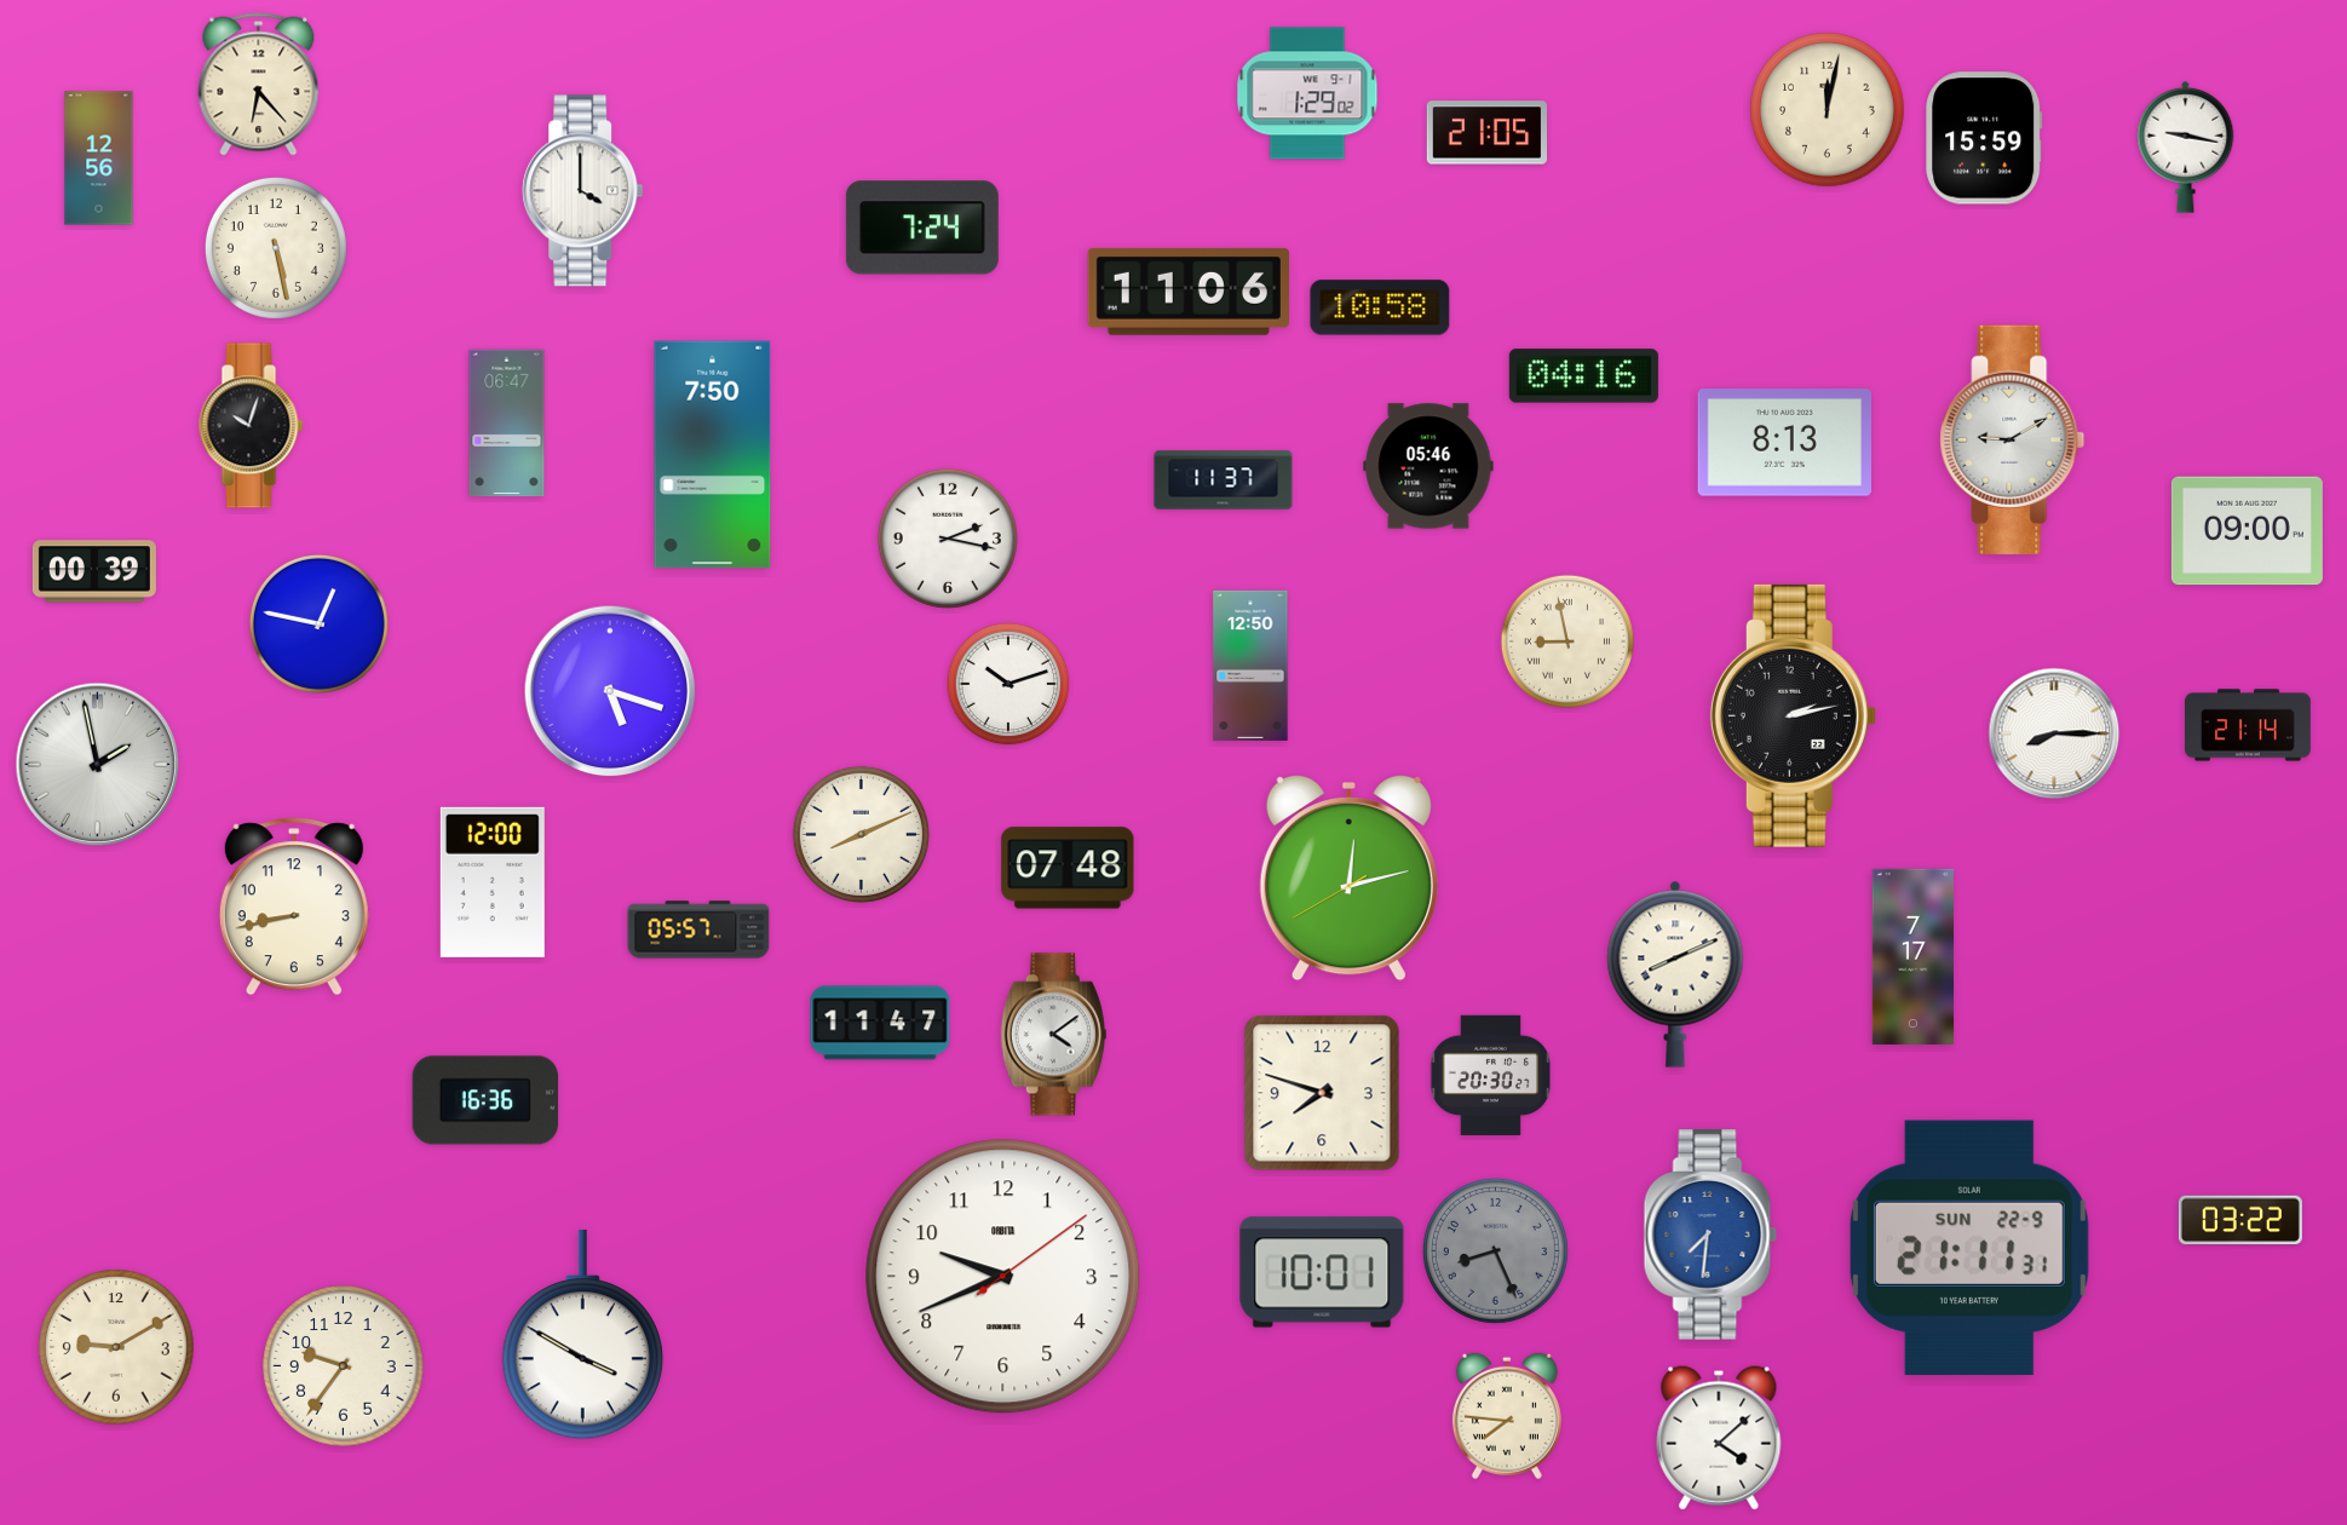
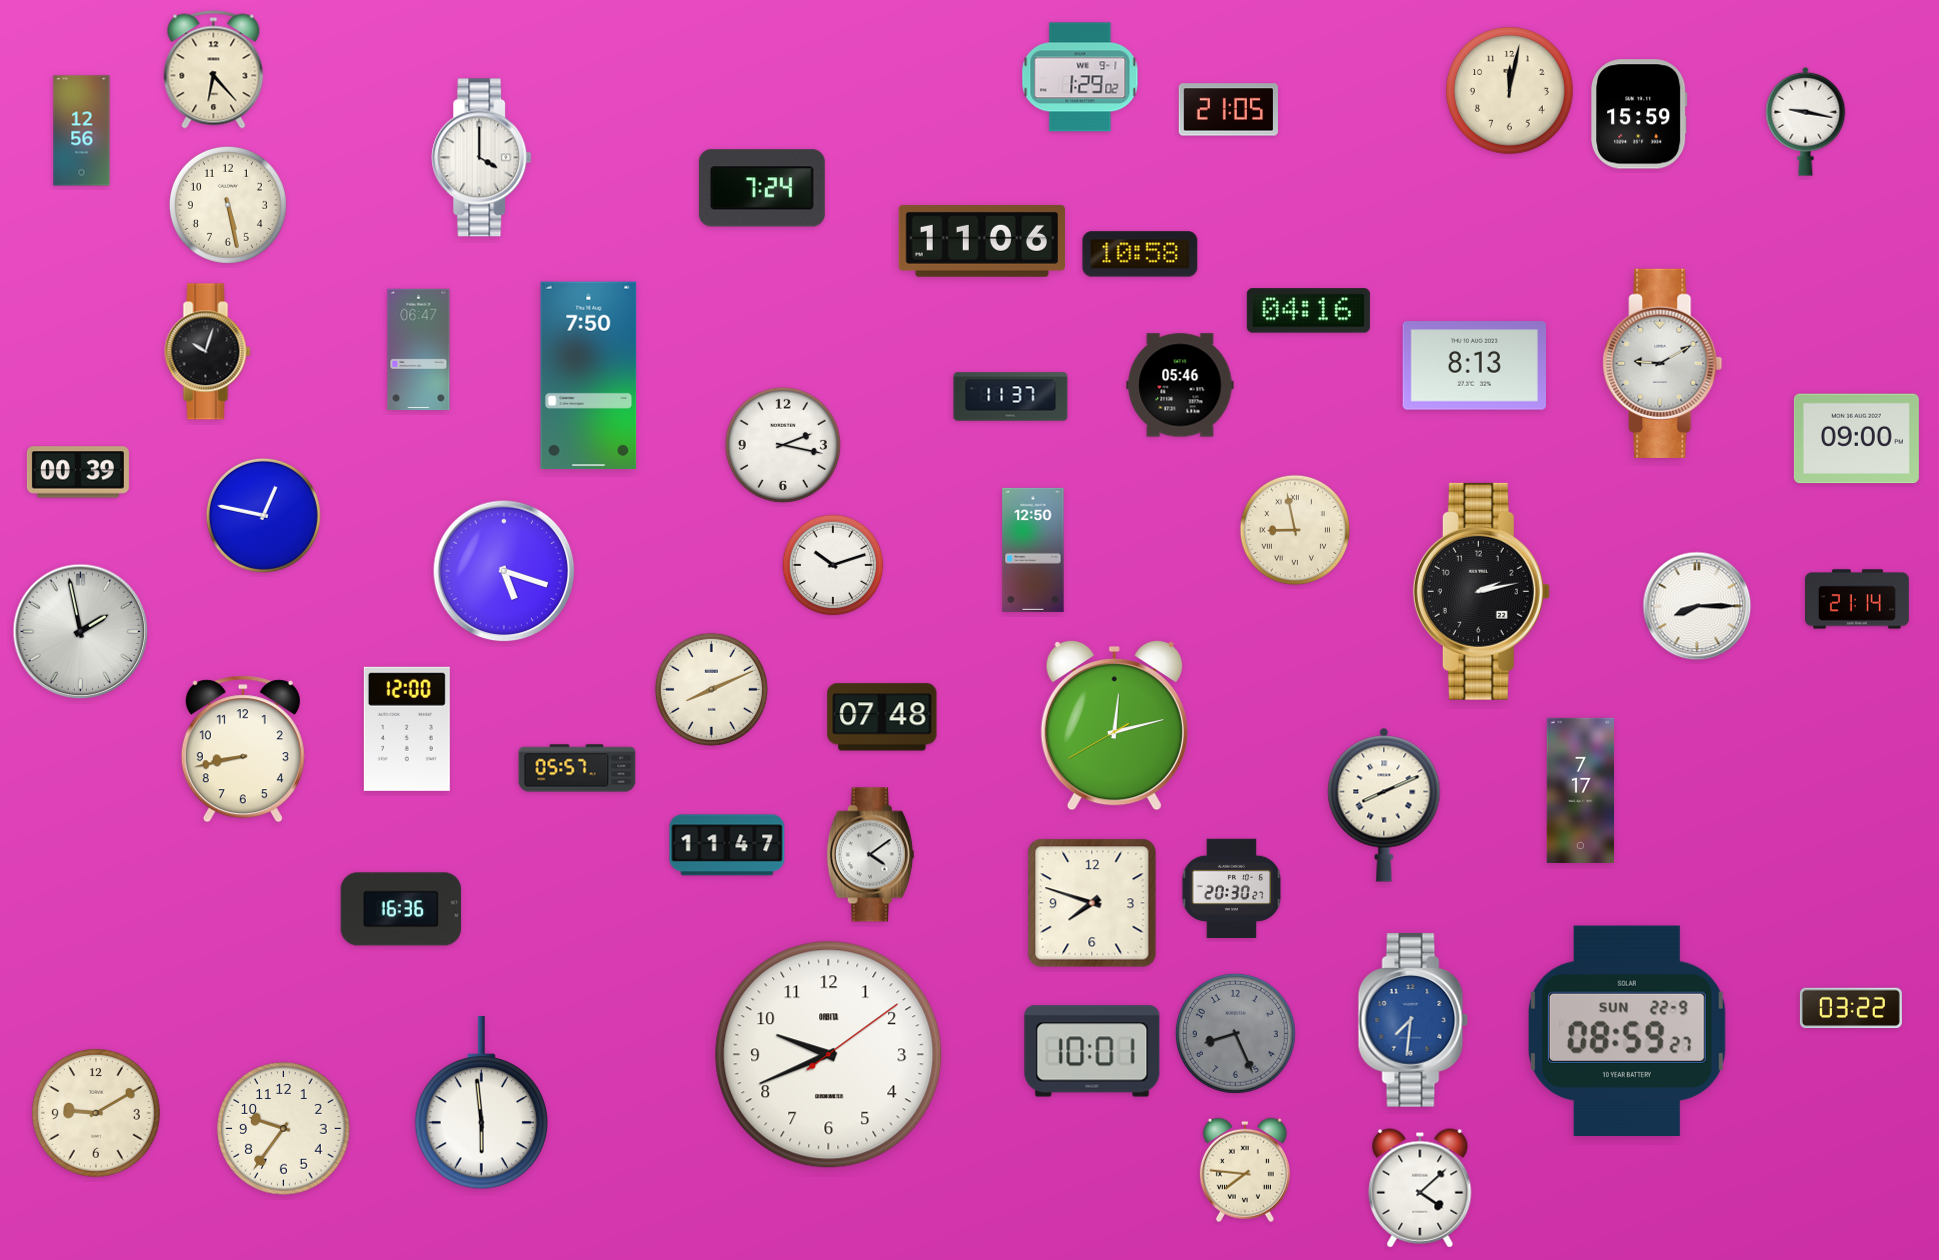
clock at (1969, 1248): 21:11 -> 08:59
clock at (582, 1335): 3:50 -> 5:59
